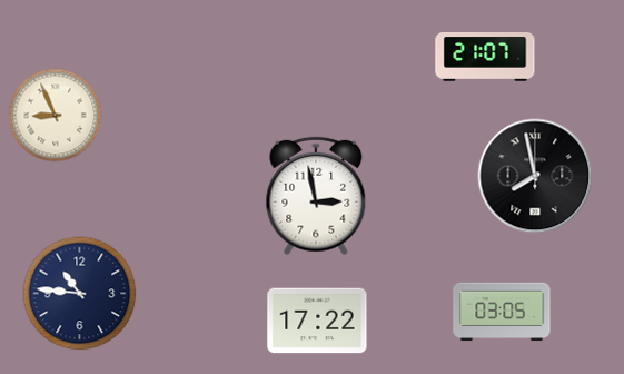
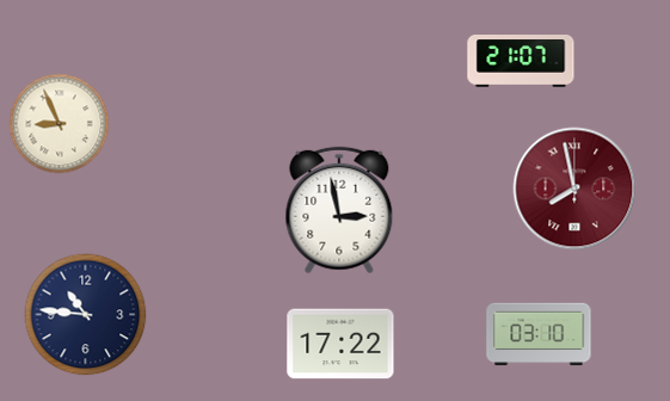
clock at (535, 176) dial: black -> burgundy
clock at (502, 312): 03:05 -> 03:10
